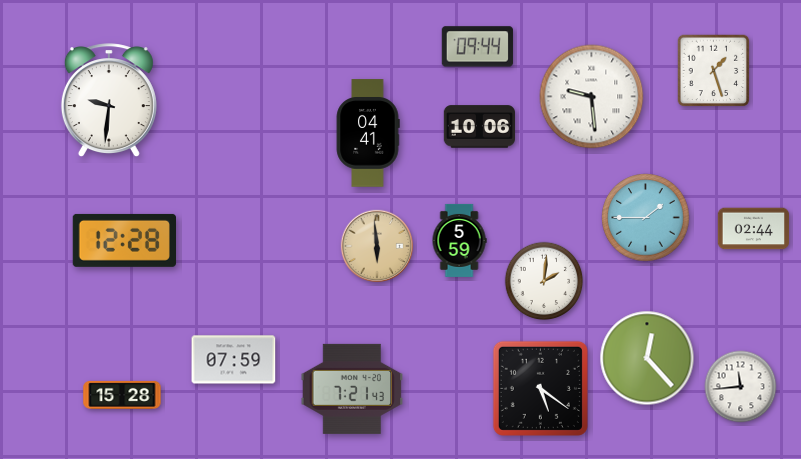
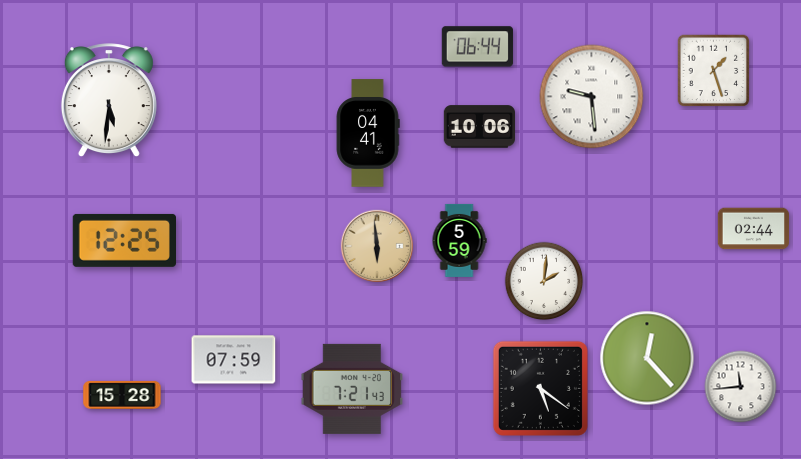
clock at (477, 47): 09:44 -> 06:44
clock at (109, 101): 9:31 -> 5:31
clock at (646, 218): 1:45 -> none
clock at (124, 240): 12:28 -> 12:25
